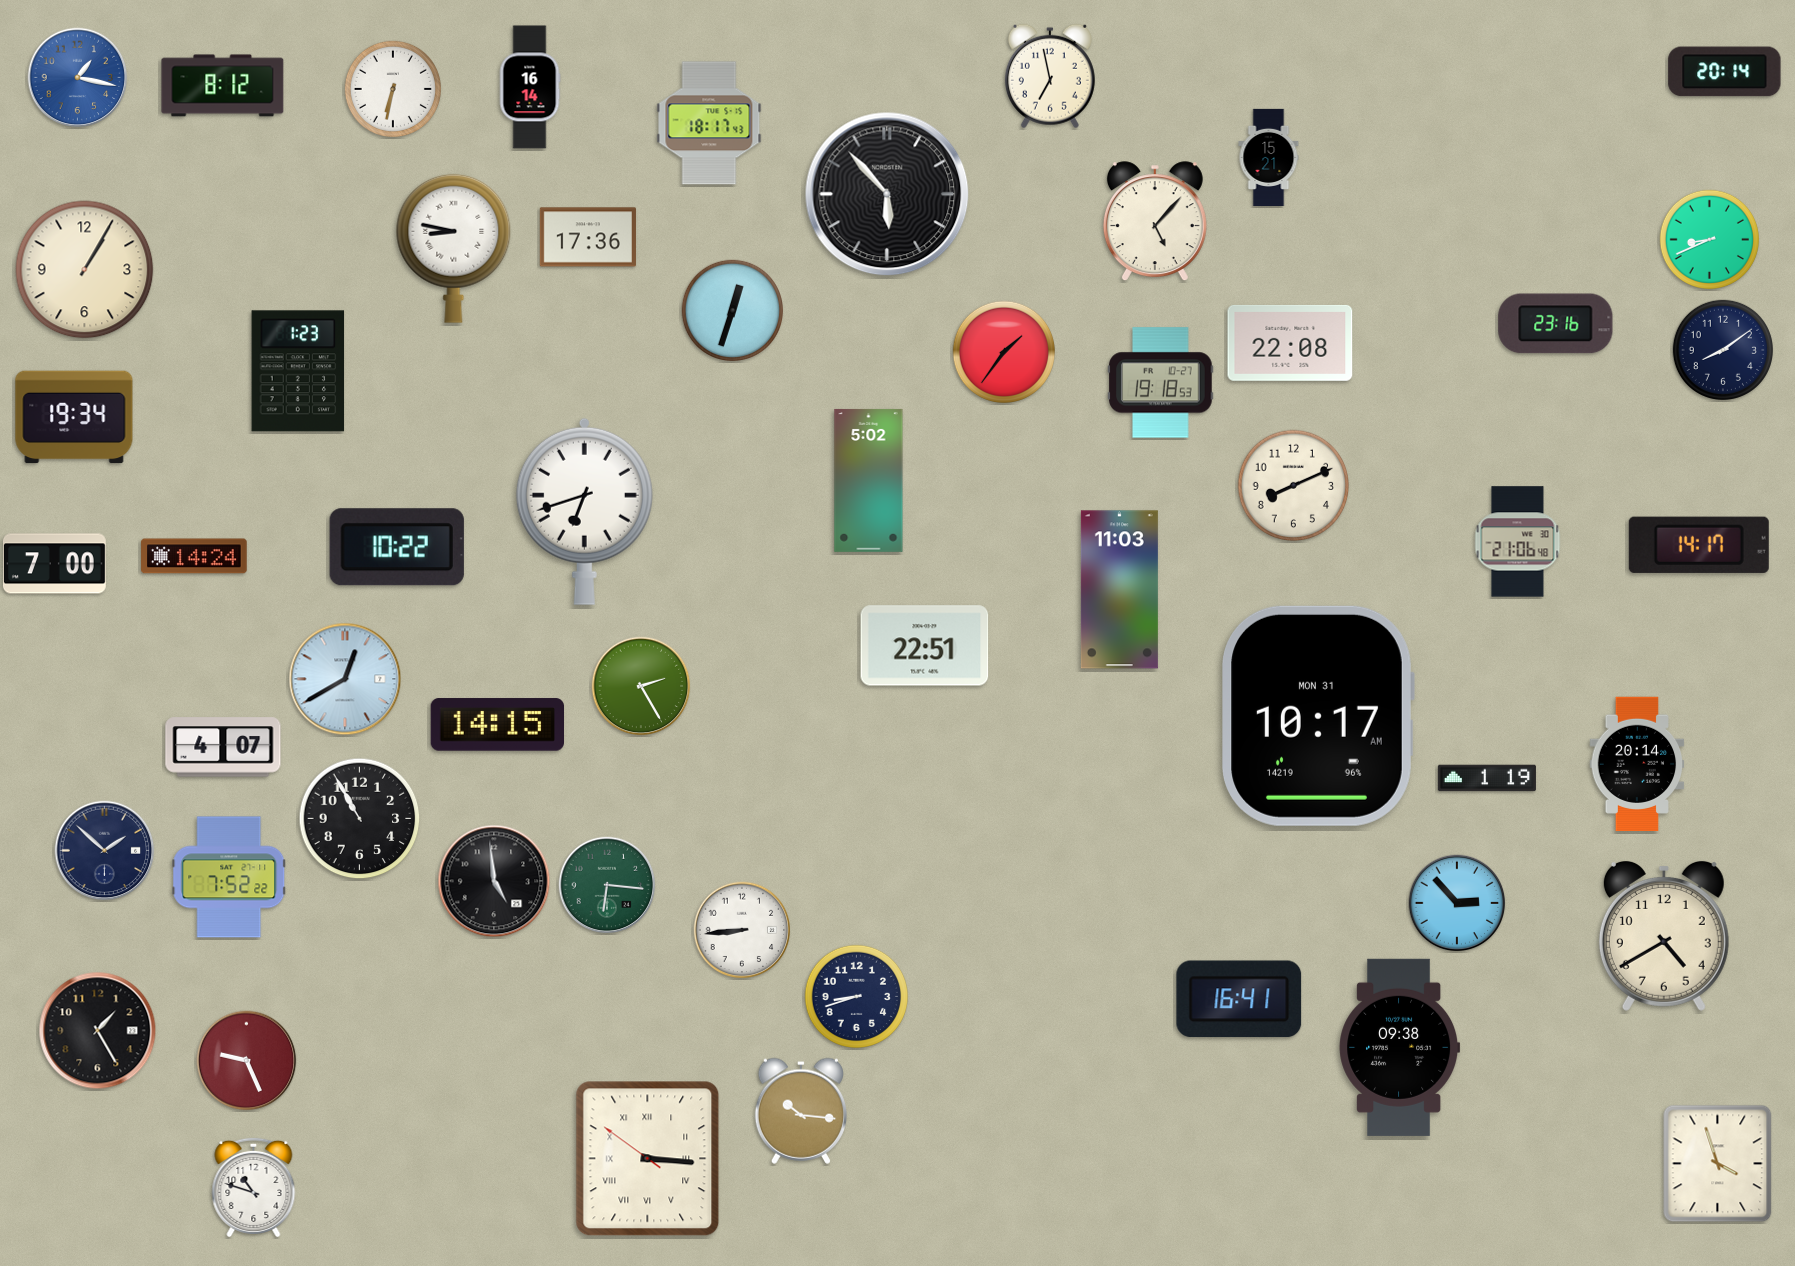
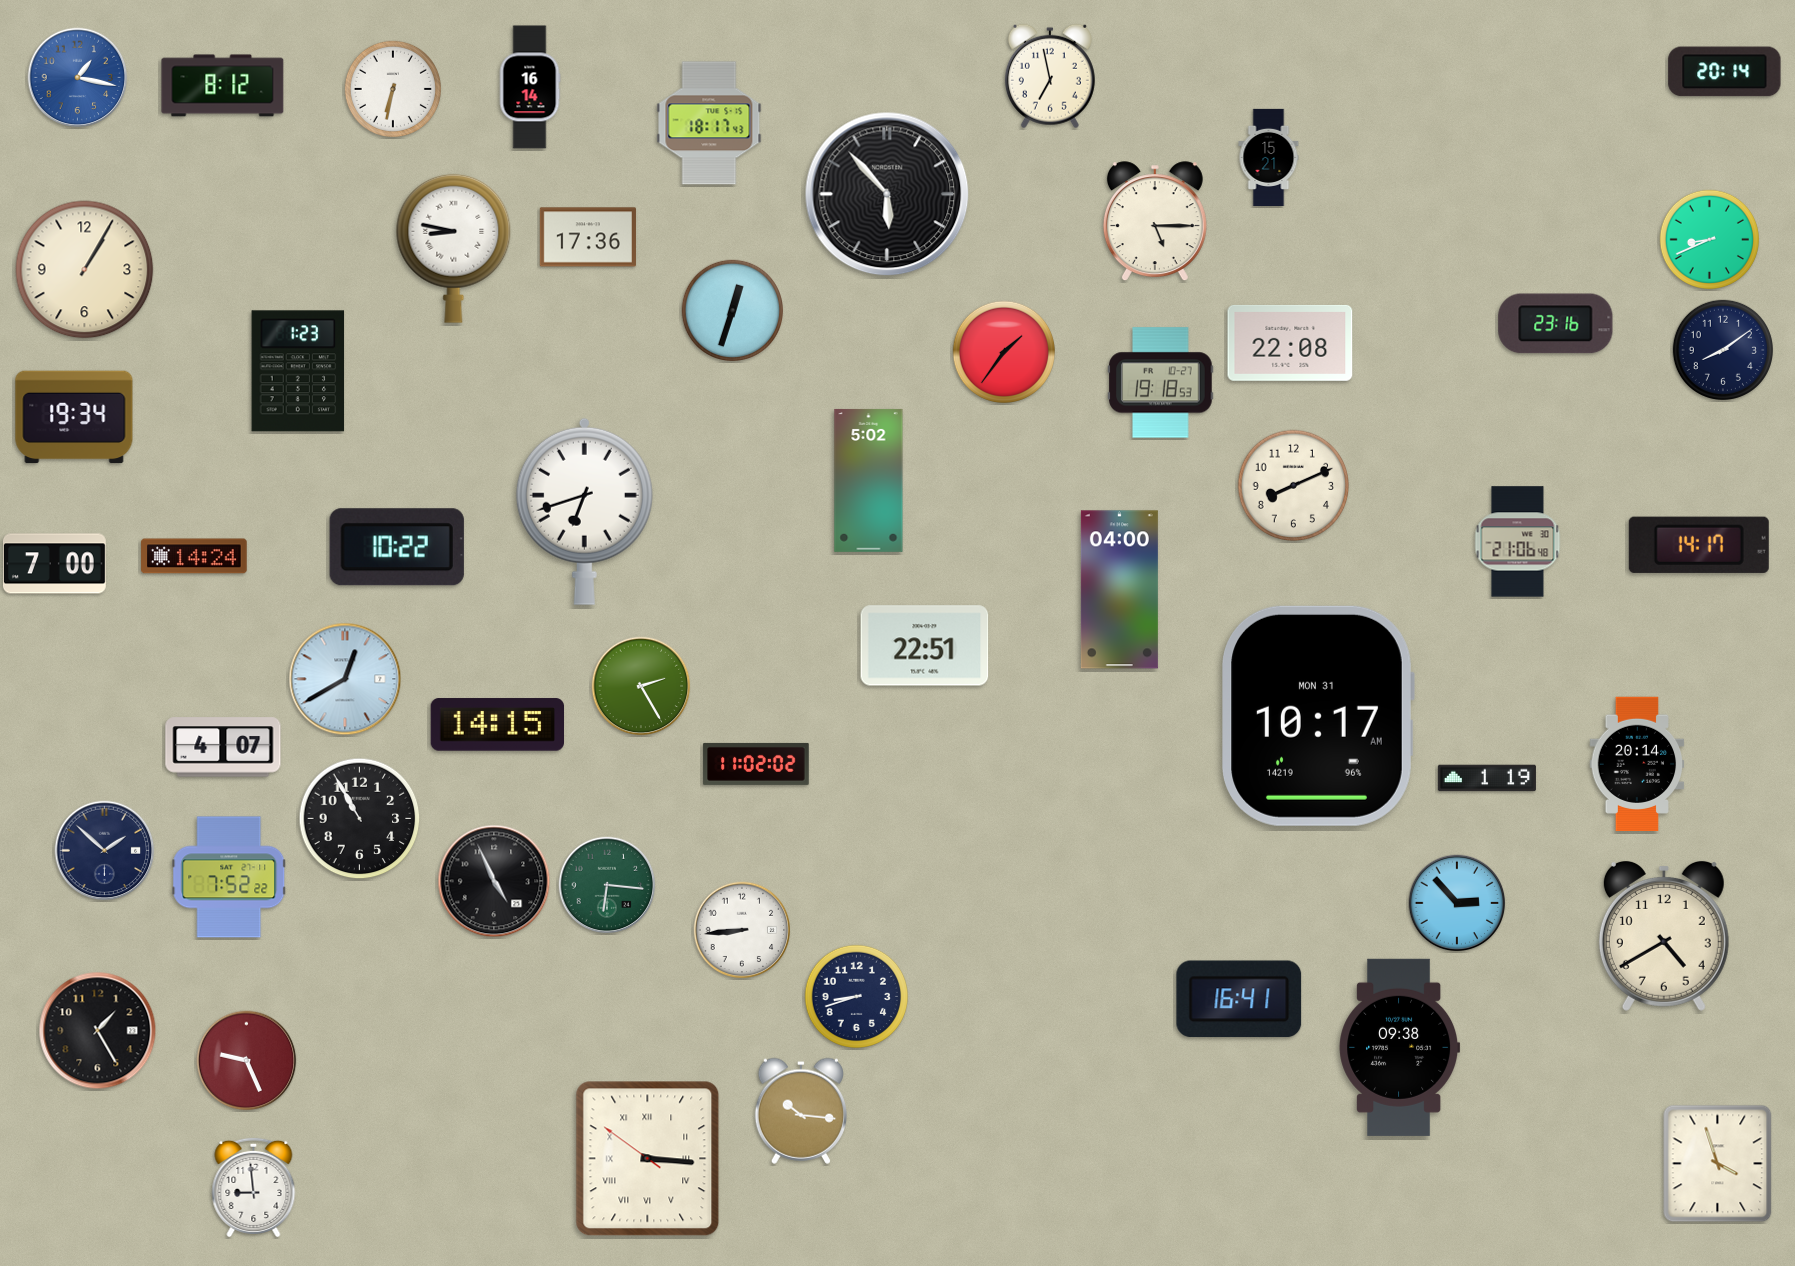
clock at (1155, 222): 5:07 -> 5:15
clock at (1119, 590): 11:03 -> 04:00
clock at (756, 764): none -> 11:02
clock at (494, 881): 4:59 -> 4:56
clock at (254, 1187): 10:48 -> 8:59
